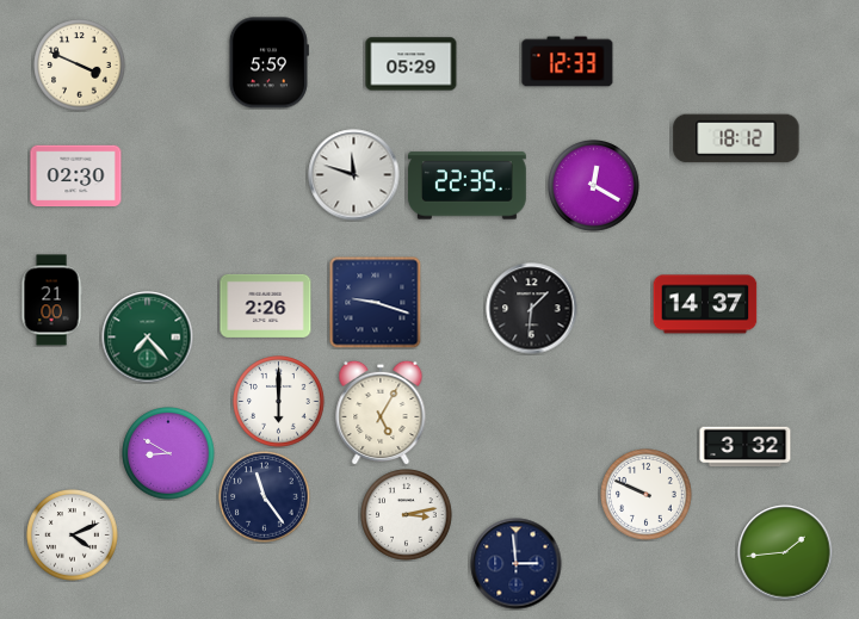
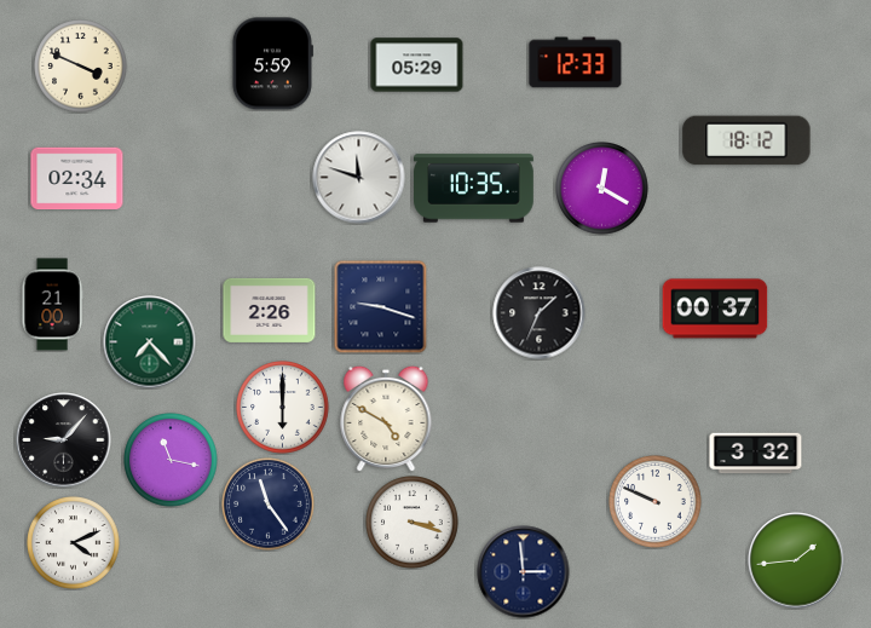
clock at (76, 177): 02:30 -> 02:34
clock at (468, 186): 22:35 -> 10:35
clock at (705, 304): 14:37 -> 00:37
clock at (532, 309): 1:31 -> 1:34
clock at (381, 413): 5:05 -> 4:50
clock at (64, 440): none -> 9:07
clock at (168, 453): 8:50 -> 11:17
clock at (407, 515): 3:13 -> 3:18
